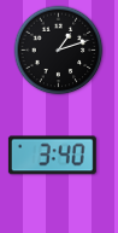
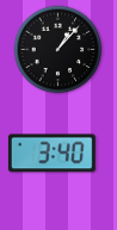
clock at (59, 51): 1:12 -> 1:07
